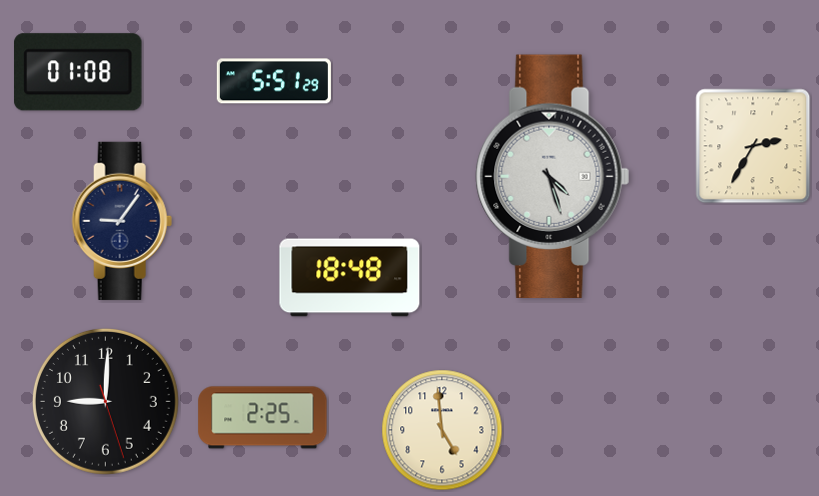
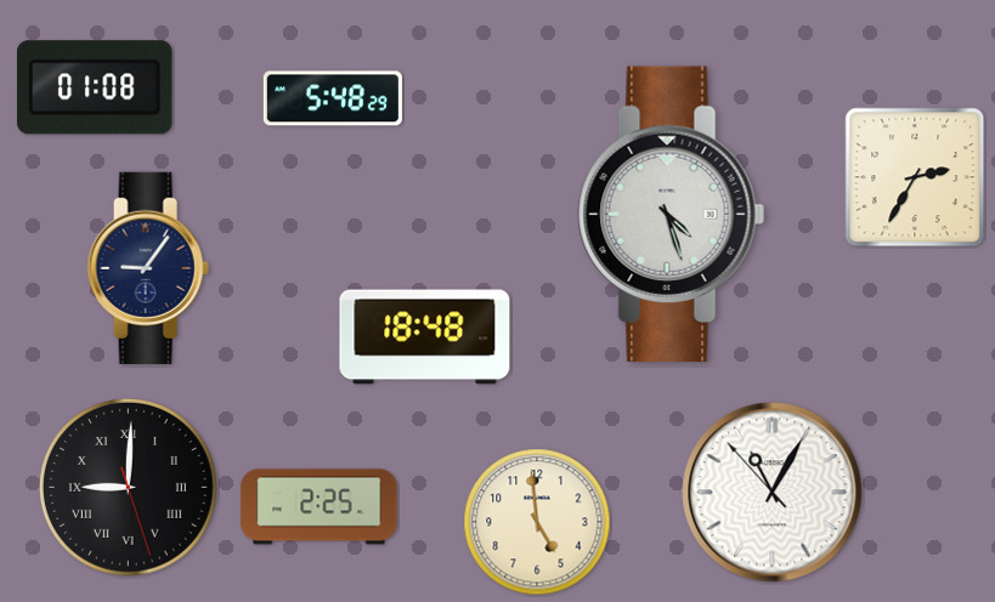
clock at (274, 81): 5:51 -> 5:48
clock at (105, 401) numerals: Arabic -> Roman
clock at (773, 493): none -> 11:04
